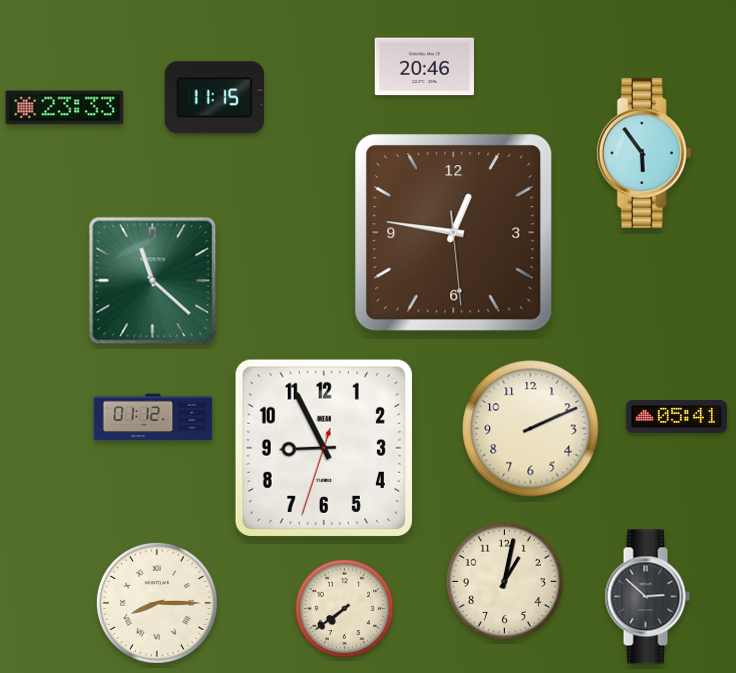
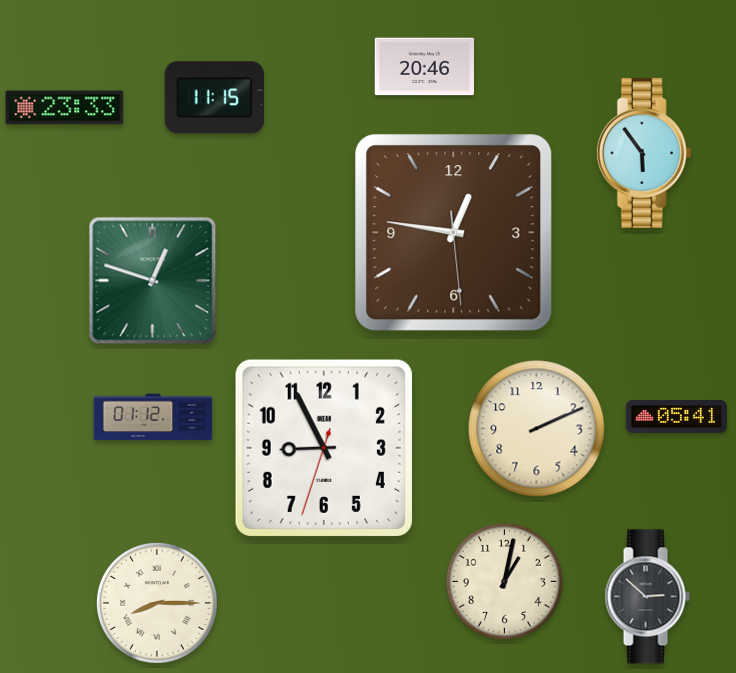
clock at (153, 281): 11:22 -> 12:48
clock at (531, 429) position: (531, 429) -> (537, 429)
clock at (345, 609): 7:39 -> none
